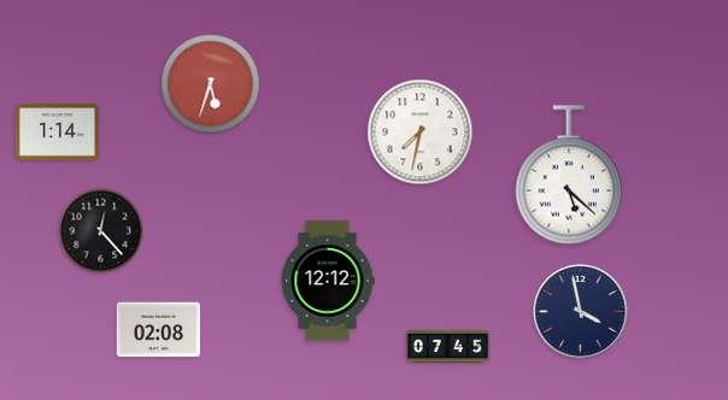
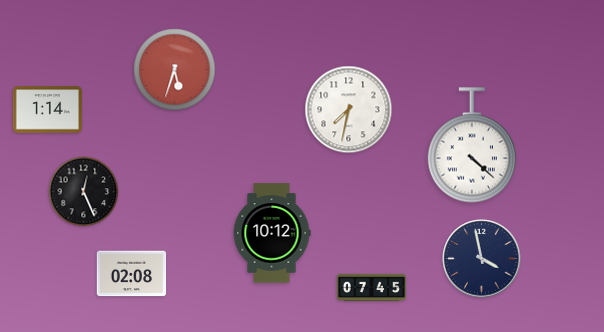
clock at (568, 175): 5:22 -> 4:22
clock at (101, 231): 12:23 -> 12:26
clock at (328, 281): 12:12 -> 10:12
